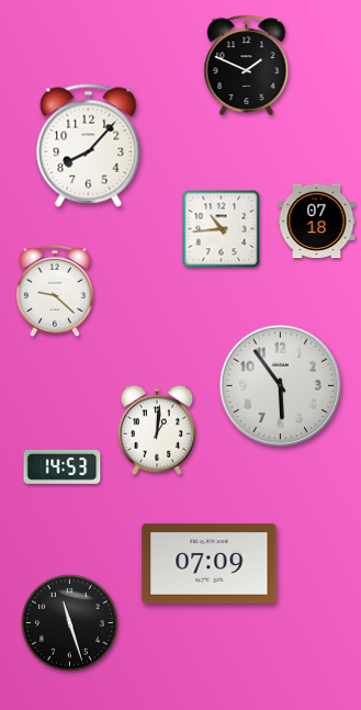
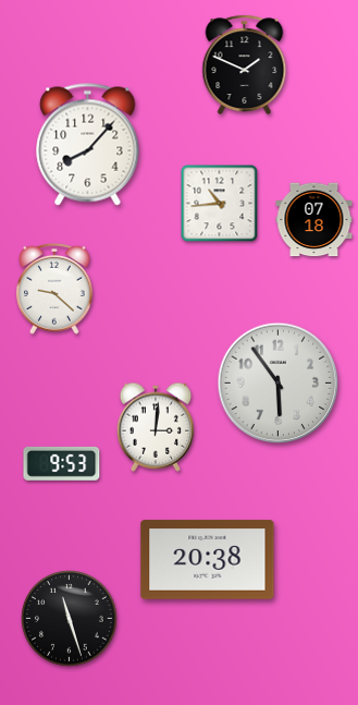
clock at (222, 229) position: (222, 229) -> (220, 204)
clock at (157, 430): 1:01 -> 3:01
clock at (63, 466): 14:53 -> 9:53
clock at (210, 564): 07:09 -> 20:38
